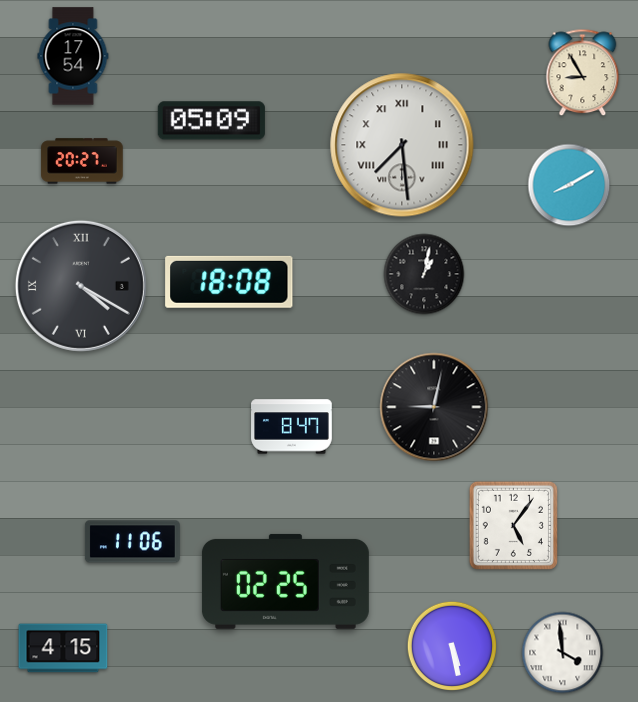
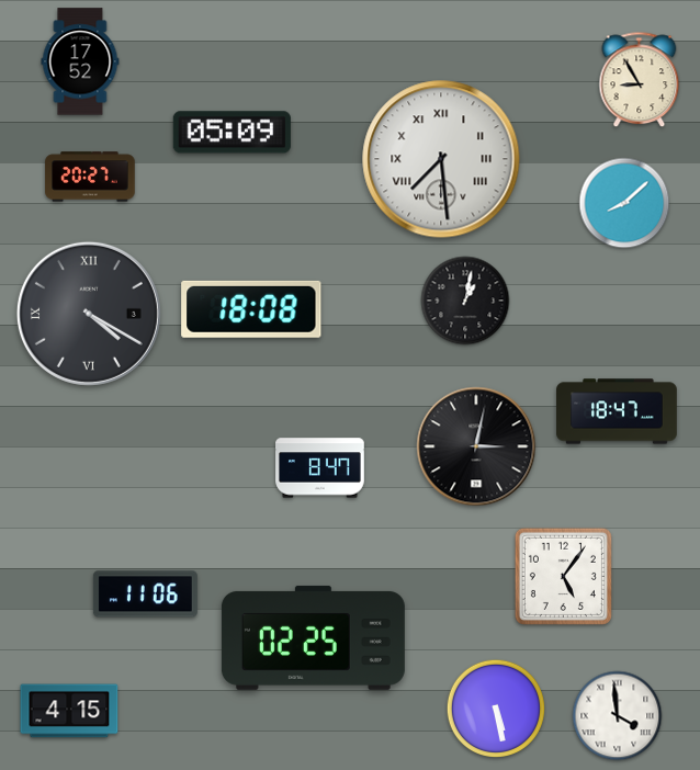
clock at (73, 56): 17:54 -> 17:52
clock at (569, 185): 8:10 -> 8:08
clock at (617, 411): none -> 18:47
clock at (434, 407): 9:02 -> 3:02
